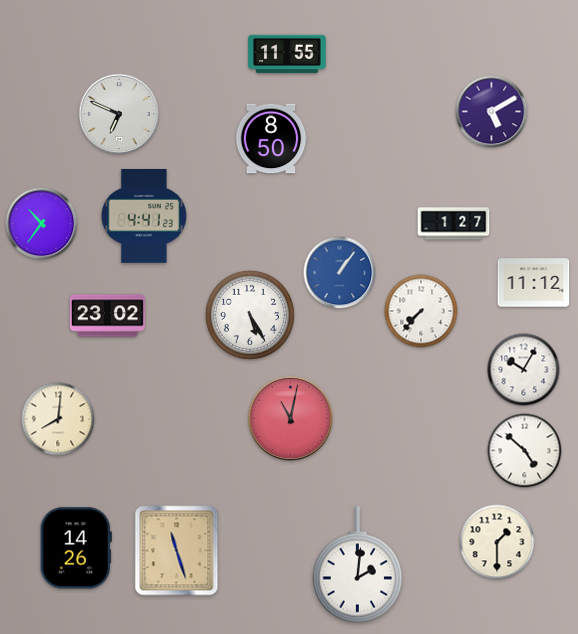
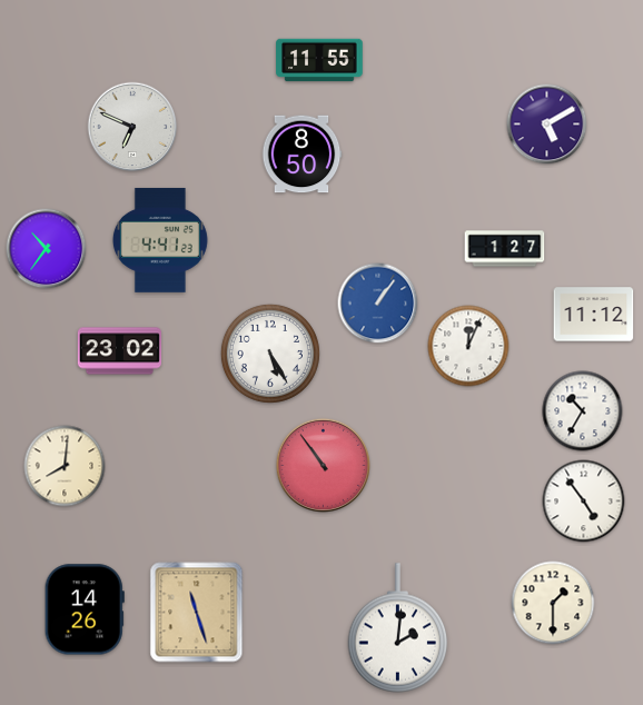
clock at (421, 311): 7:37 -> 12:04
clock at (250, 315) position: (250, 315) -> (270, 354)
clock at (524, 370): 10:05 -> 10:35
clock at (290, 418): 11:02 -> 10:54
clock at (525, 451): 4:52 -> 4:54
